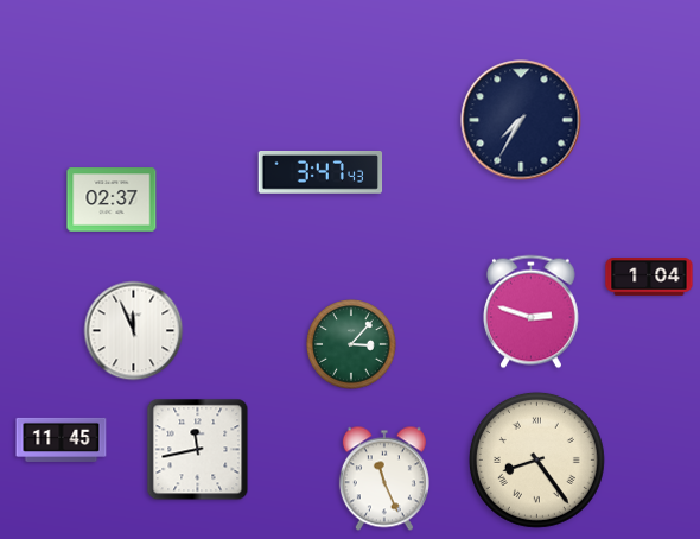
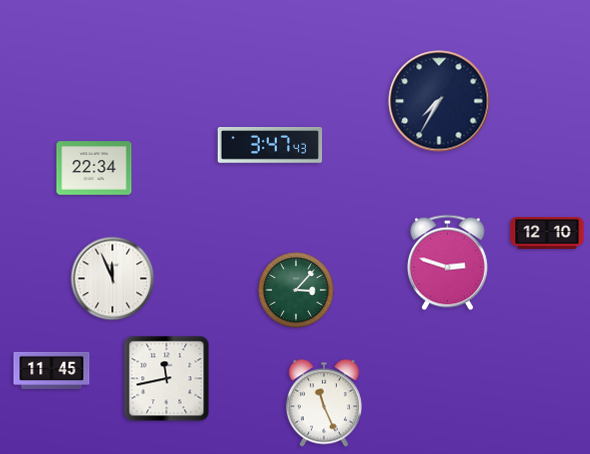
clock at (112, 199): 02:37 -> 22:34
clock at (649, 278): 1:04 -> 12:10
clock at (536, 459): 8:24 -> none
